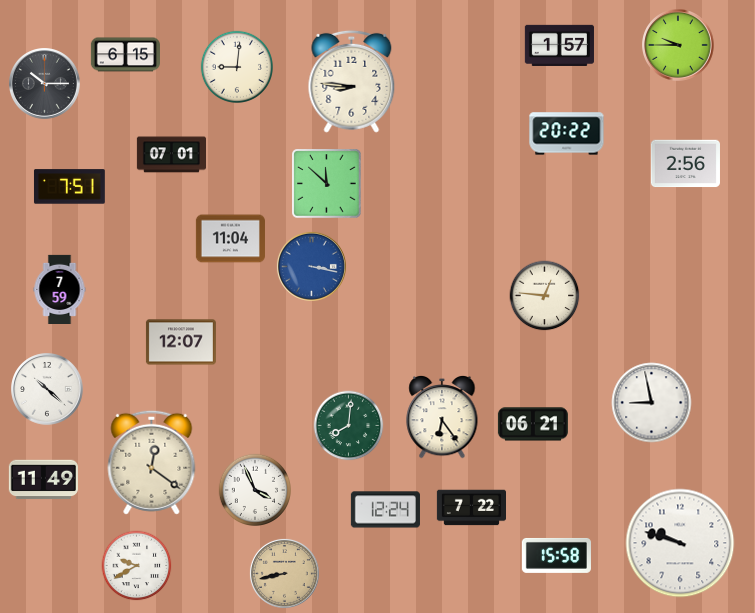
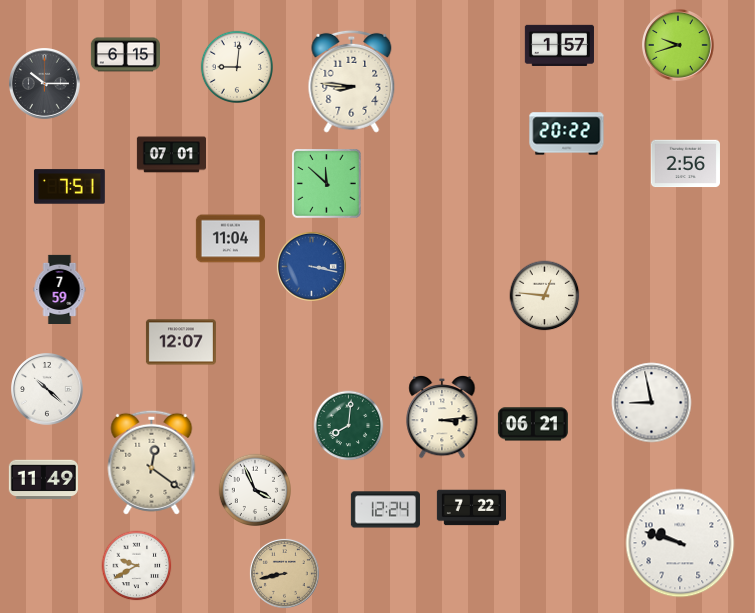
clock at (678, 45): 9:45 -> 9:42
clock at (442, 417): 6:24 -> 3:14
clock at (556, 555): 15:58 -> none
